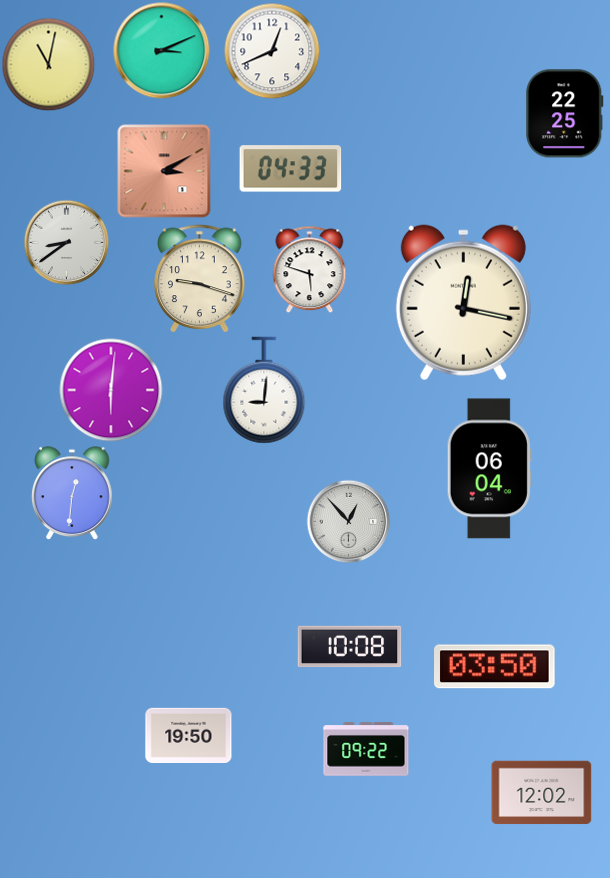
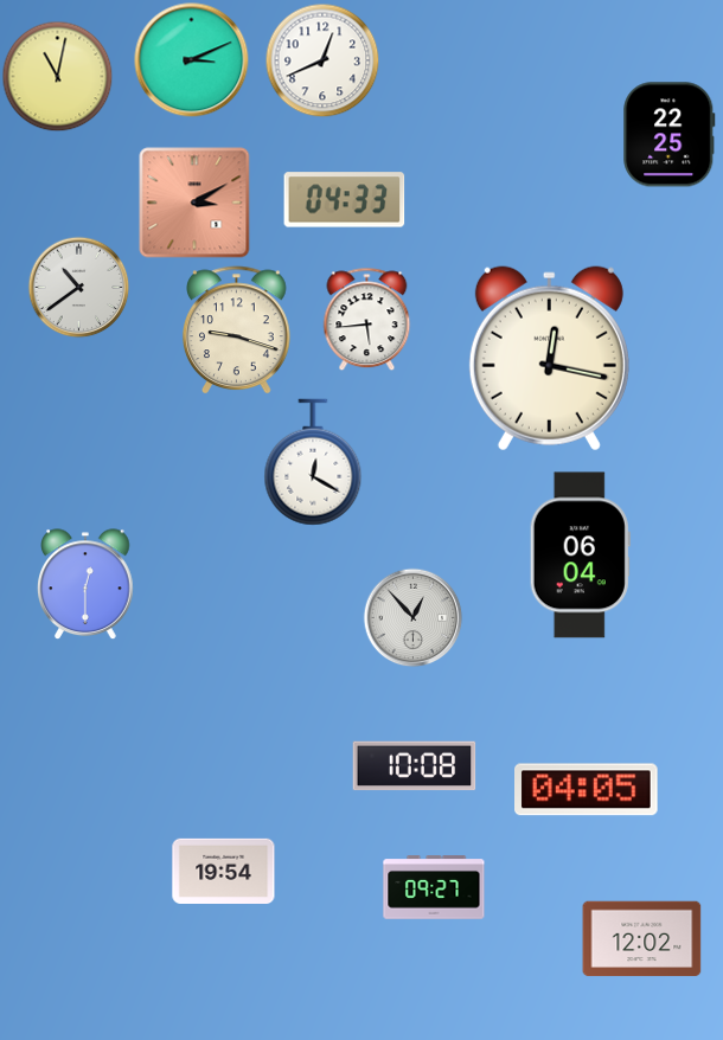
clock at (66, 242): 8:39 -> 10:39
clock at (310, 269): 5:48 -> 5:44
clock at (111, 390): 6:01 -> none
clock at (264, 390): 9:01 -> 12:20
clock at (73, 493): 12:31 -> 12:30
clock at (495, 667): 03:50 -> 04:05
clock at (189, 735): 19:50 -> 19:54
clock at (366, 749): 09:22 -> 09:27
